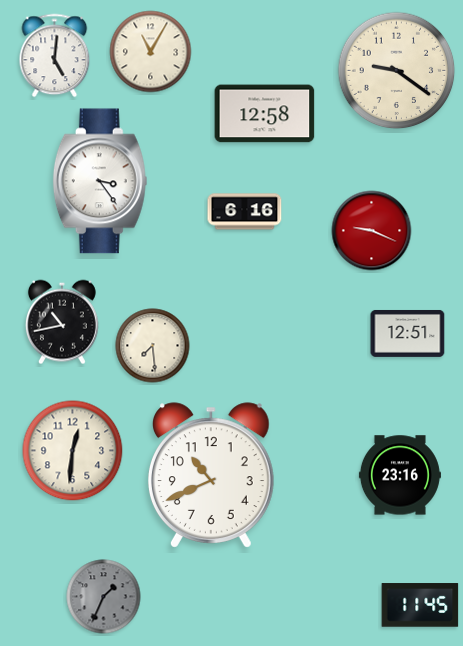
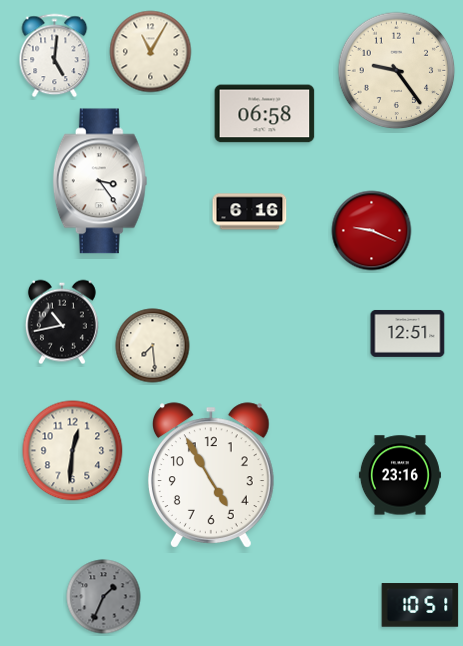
clock at (397, 71): 9:21 -> 9:24
clock at (265, 114): 12:58 -> 06:58
clock at (245, 212) position: (245, 212) -> (250, 212)
clock at (211, 475): 10:41 -> 4:55
clock at (420, 605): 11:45 -> 10:51
